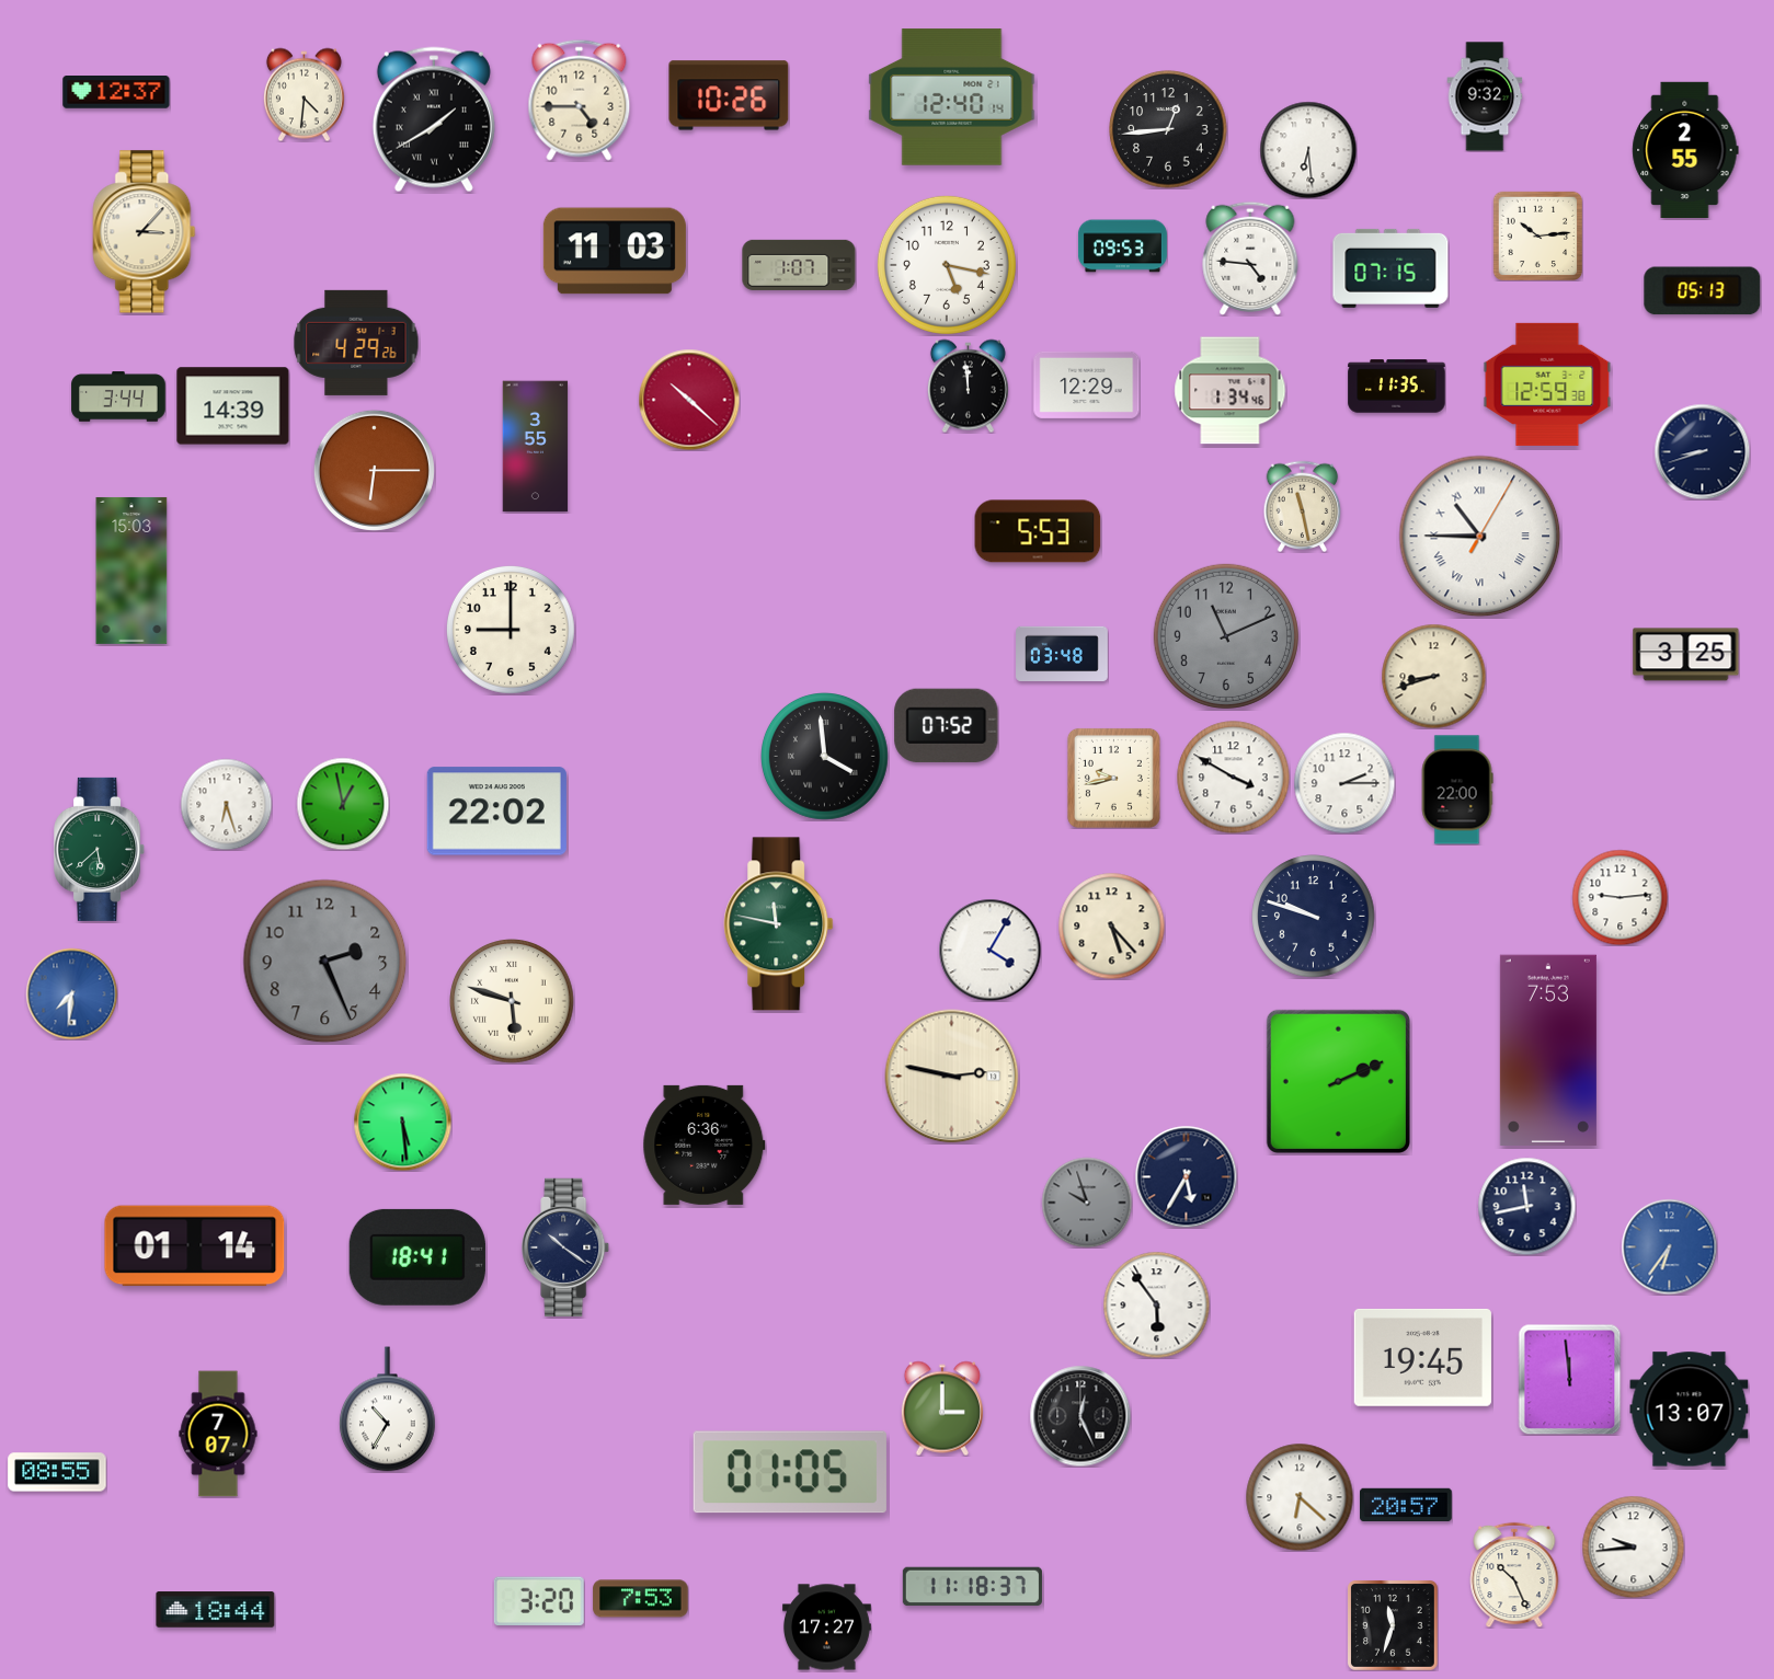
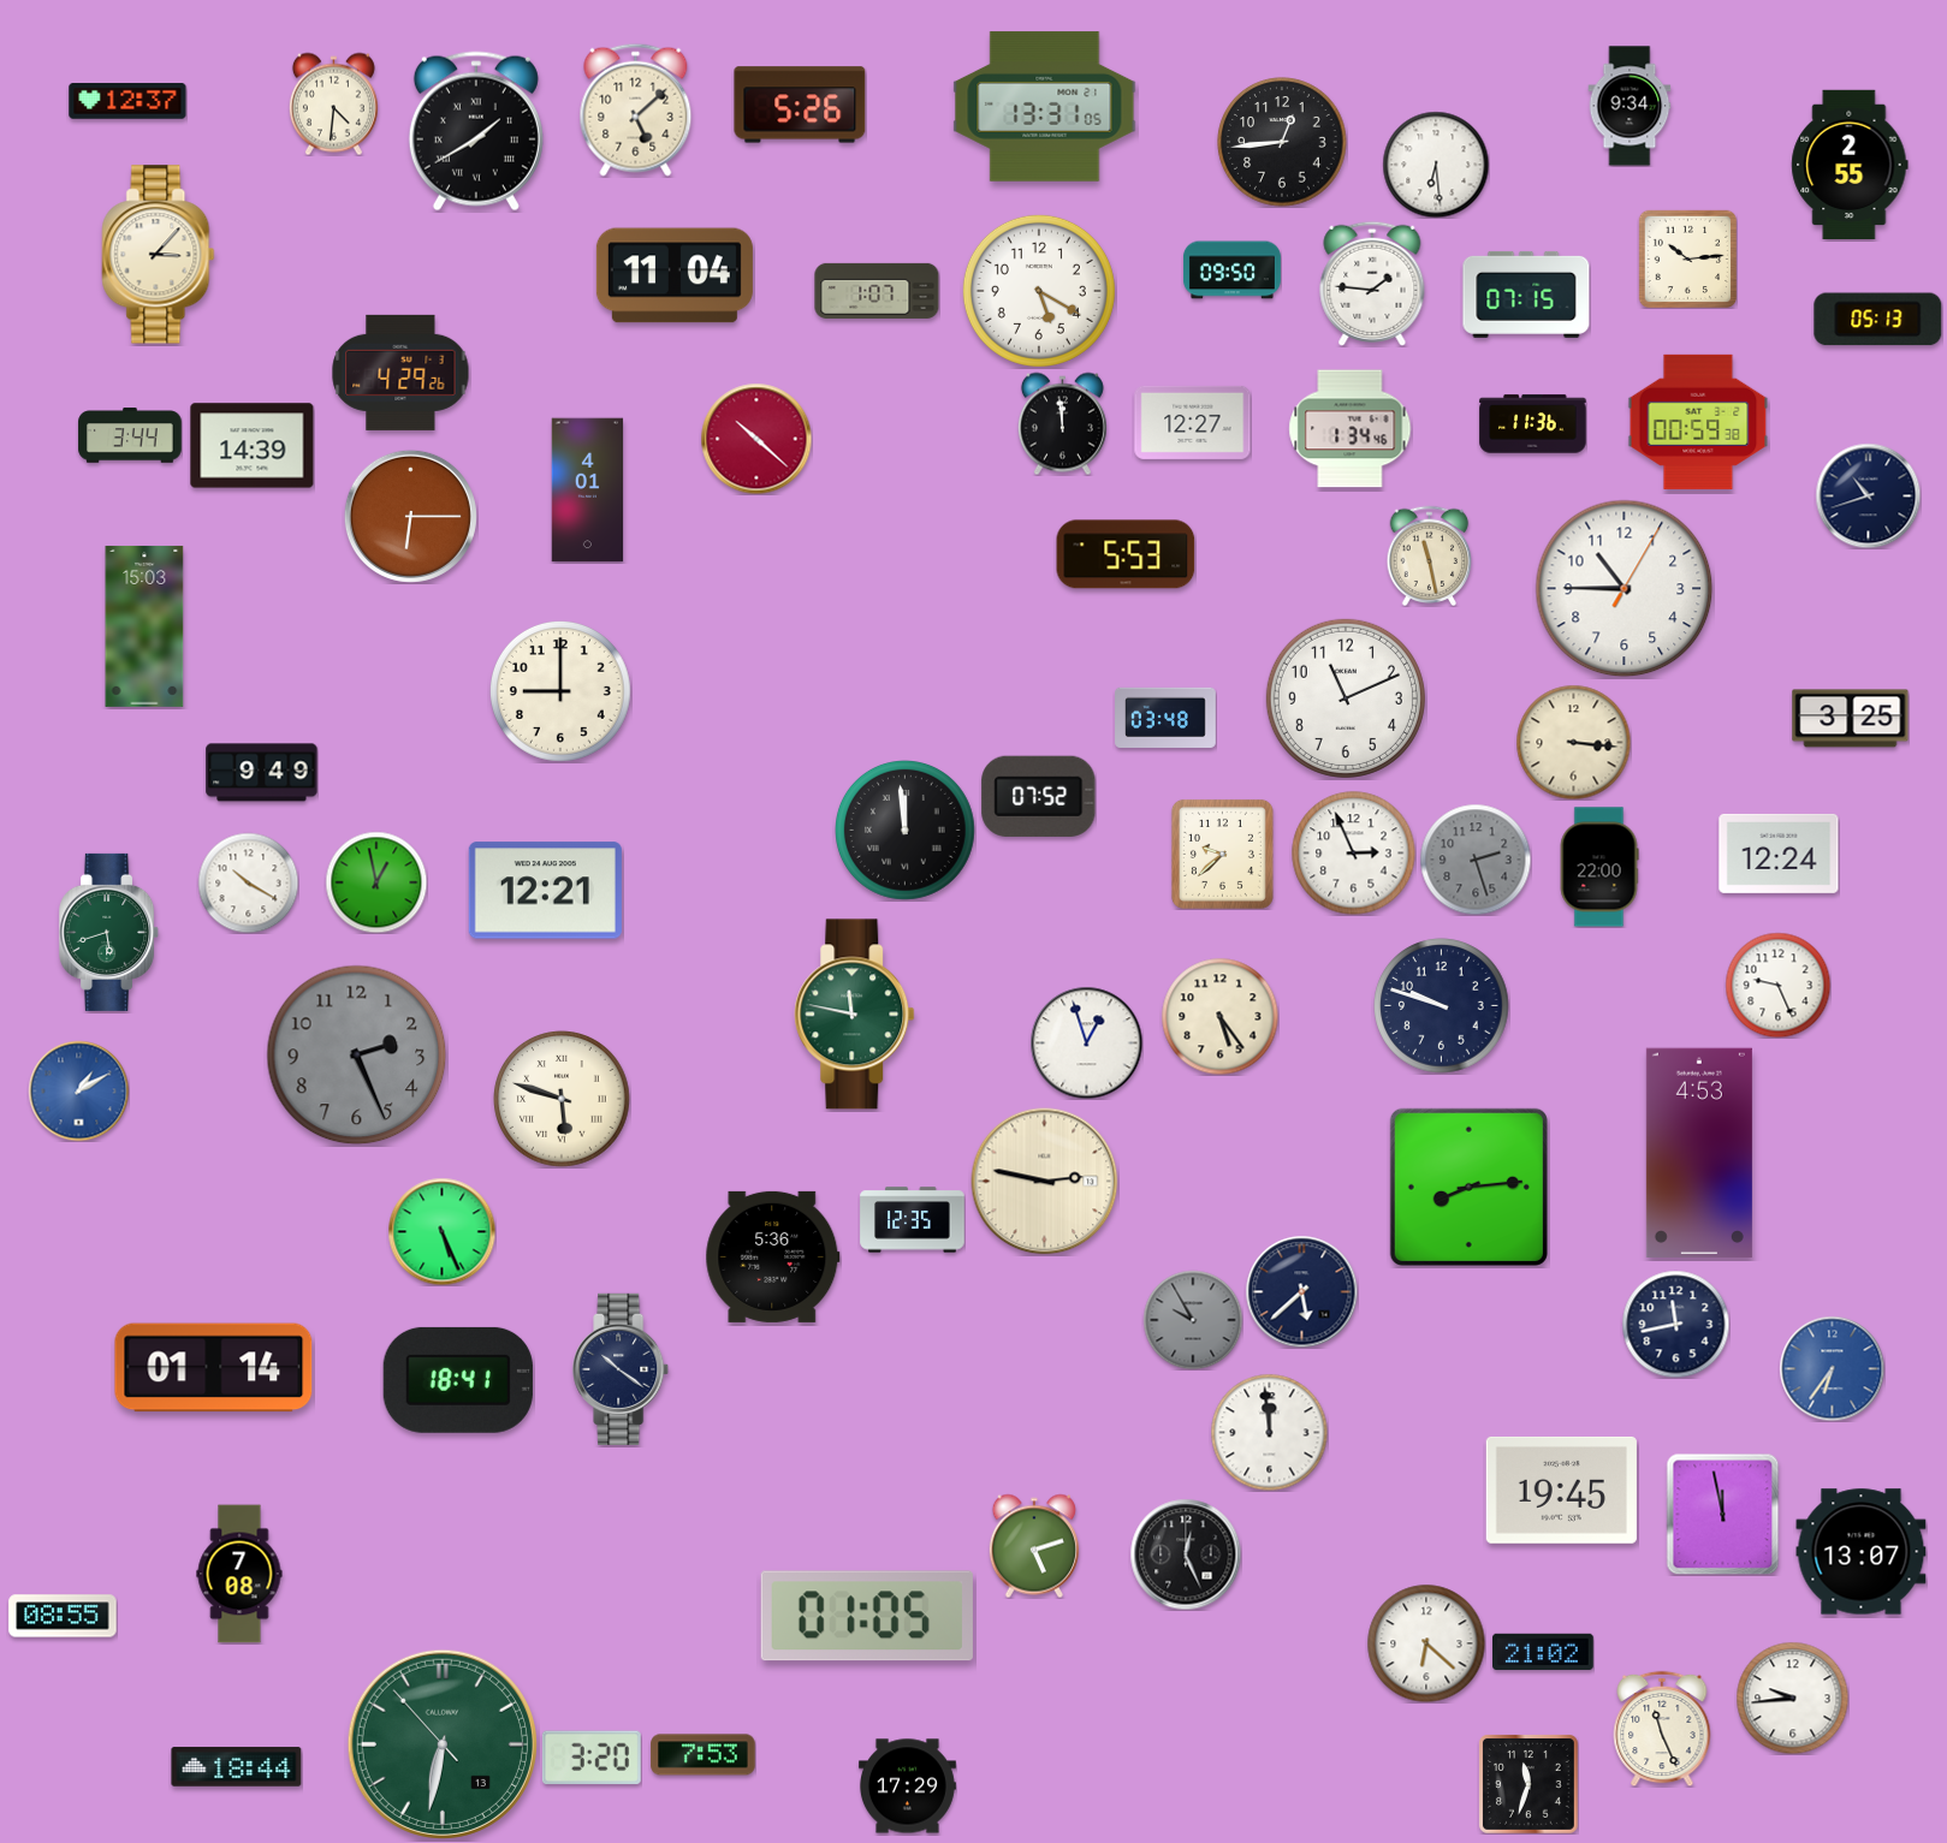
clock at (729, 95): 10:26 -> 5:26
clock at (1485, 96): 9:32 -> 9:34
clock at (952, 97): 12:40 -> 13:31
clock at (580, 100): 4:45 -> 5:08
clock at (1122, 246): 09:53 -> 09:50
clock at (615, 251): 11:03 -> 11:04
clock at (1250, 258): 4:46 -> 1:46
clock at (947, 265): 5:17 -> 5:20
clock at (1703, 291) position: (1703, 291) -> (1878, 320)
clock at (356, 343) position: (356, 343) -> (400, 373)
clock at (1087, 384): 12:29 -> 12:27
clock at (1547, 384): 12:59 -> 00:59
clock at (1397, 387): 11:35 -> 11:36
clock at (233, 406) position: (233, 406) -> (253, 446)
clock at (536, 447): 3:55 -> 4:01
clock at (1702, 451): 8:42 -> 10:42
clock at (1038, 531) position: (1038, 531) -> (1126, 554)
clock at (1480, 537) numerals: Roman -> Arabic
clock at (1226, 636) dial: grey -> white
clock at (1433, 676): 8:42 -> 3:16
clock at (262, 773): none -> 9:49
clock at (825, 757): 3:59 -> 11:59
clock at (1113, 778): 9:43 -> 9:38
clock at (1234, 778): 3:50 -> 2:56
clock at (1779, 854): none -> 12:24
clock at (1344, 783): 2:15 -> 2:27
clock at (1344, 783) dial: white -> grey
clock at (226, 804): 6:27 -> 10:20
clock at (496, 812): 22:02 -> 12:21
clock at (100, 849): 5:38 -> 5:42
clock at (1620, 897): 9:14 -> 9:26
clock at (1111, 925): 5:23 -> 5:24
clock at (989, 950): 4:05 -> 12:57
clock at (71, 993): 7:31 -> 1:10
clock at (1548, 1050): 7:53 -> 4:53
clock at (1338, 1081): 2:11 -> 8:14
clock at (913, 1220): none -> 12:35
clock at (402, 1122): 5:29 -> 5:26
clock at (705, 1145): 6:36 -> 5:36
clock at (1186, 1176): 5:35 -> 5:38
clock at (1087, 1203): 9:57 -> 9:55
clock at (1156, 1304): 5:54 -> 11:59
clock at (1570, 1379): 11:59 -> 11:58
clock at (942, 1408): 3:00 -> 5:12
clock at (388, 1410): 10:35 -> none
clock at (1690, 1410) position: (1690, 1410) -> (1862, 1552)
clock at (218, 1434): 7:07 -> 7:08
clock at (1407, 1504): 20:57 -> 21:02
clock at (1514, 1575): 10:26 -> 11:26
clock at (972, 1587): 11:18 -> none
clock at (443, 1744): none -> 6:31
clock at (826, 1628): 17:27 -> 17:29
